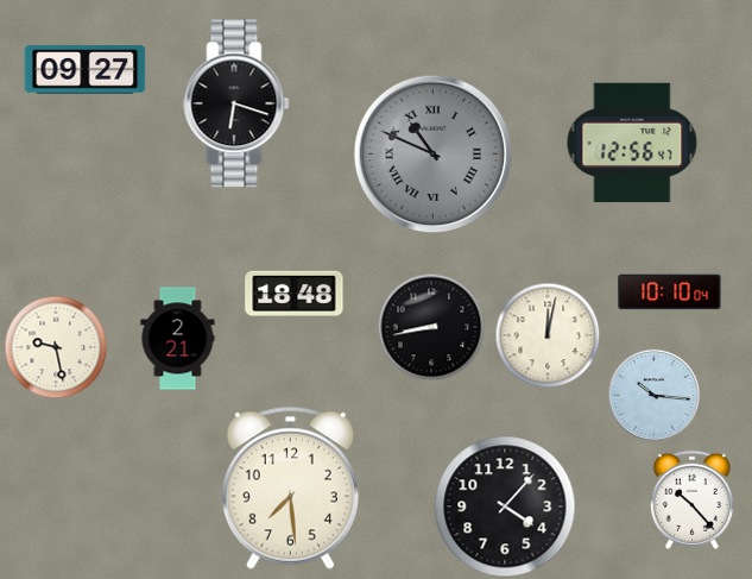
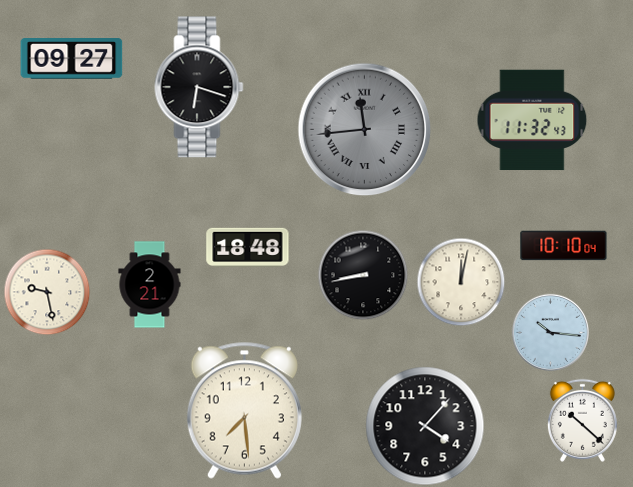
clock at (632, 143): 12:56 -> 11:32
clock at (434, 155): 10:49 -> 11:44
clock at (691, 499): 10:23 -> 10:22
